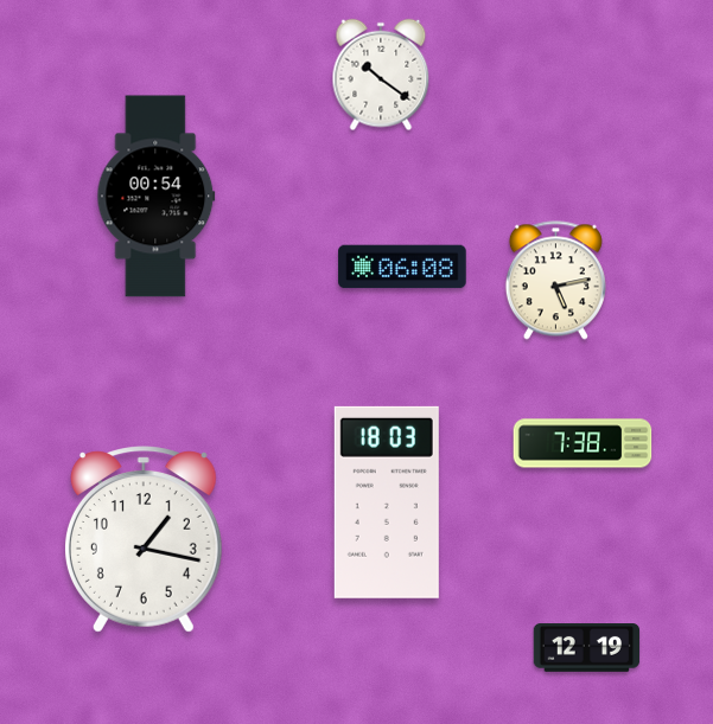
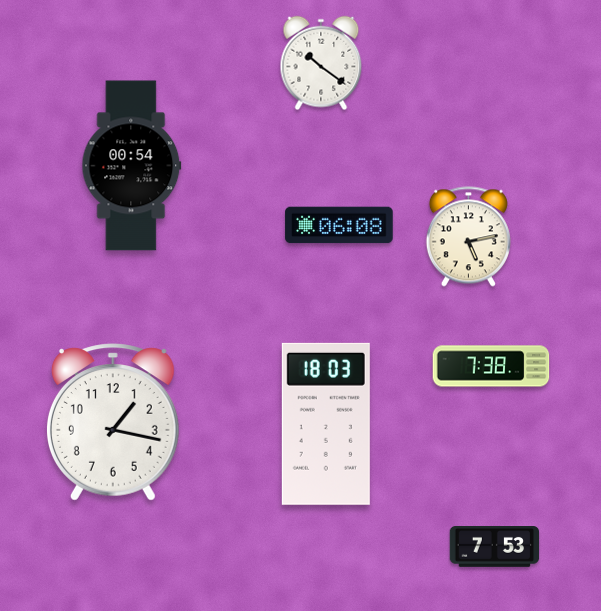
clock at (583, 443) position: (583, 443) -> (491, 366)
clock at (144, 539) position: (144, 539) -> (113, 422)
clock at (587, 648): 12:19 -> 7:53
